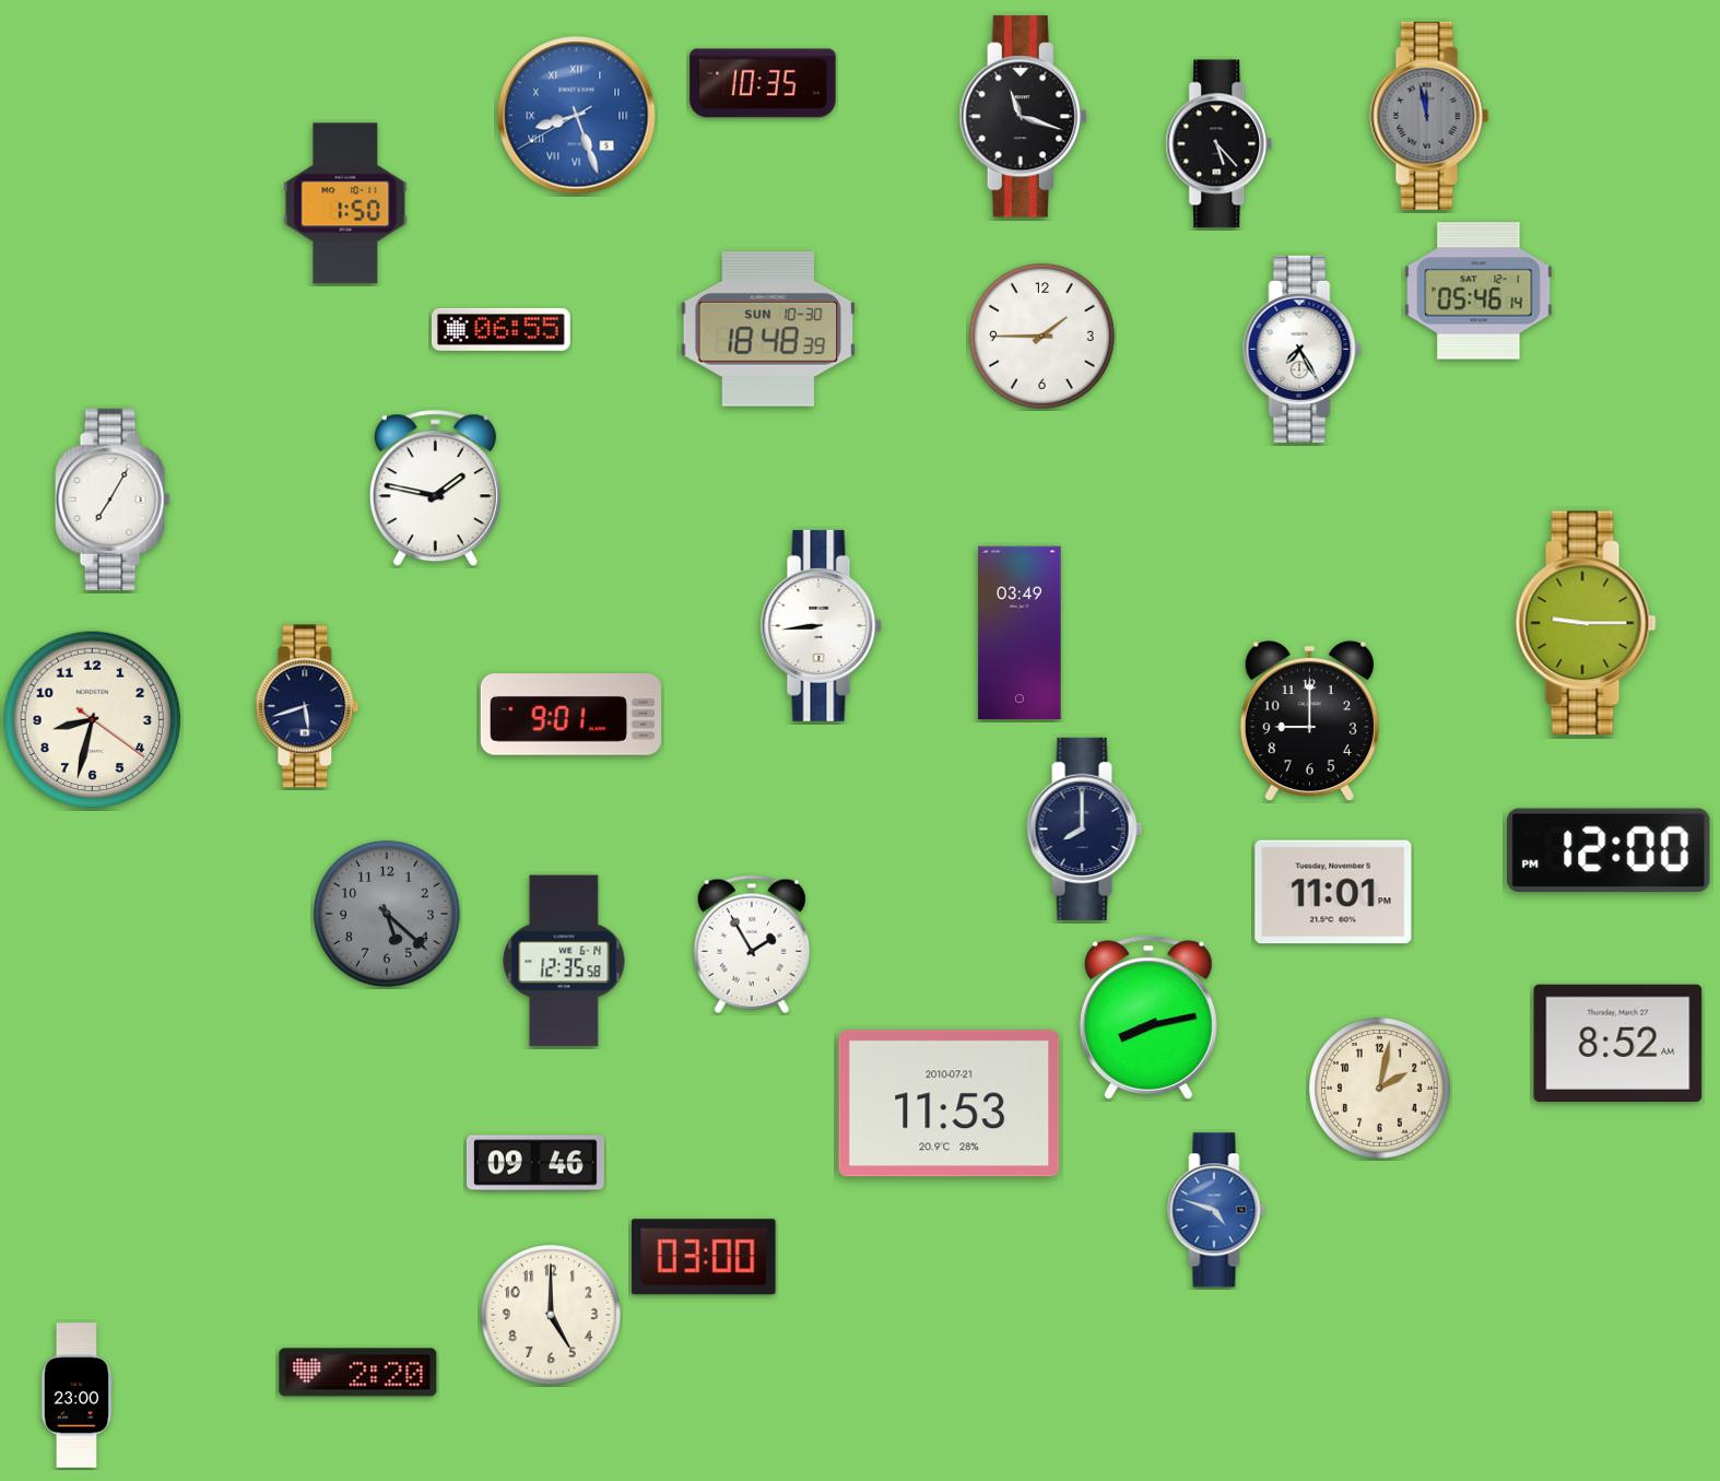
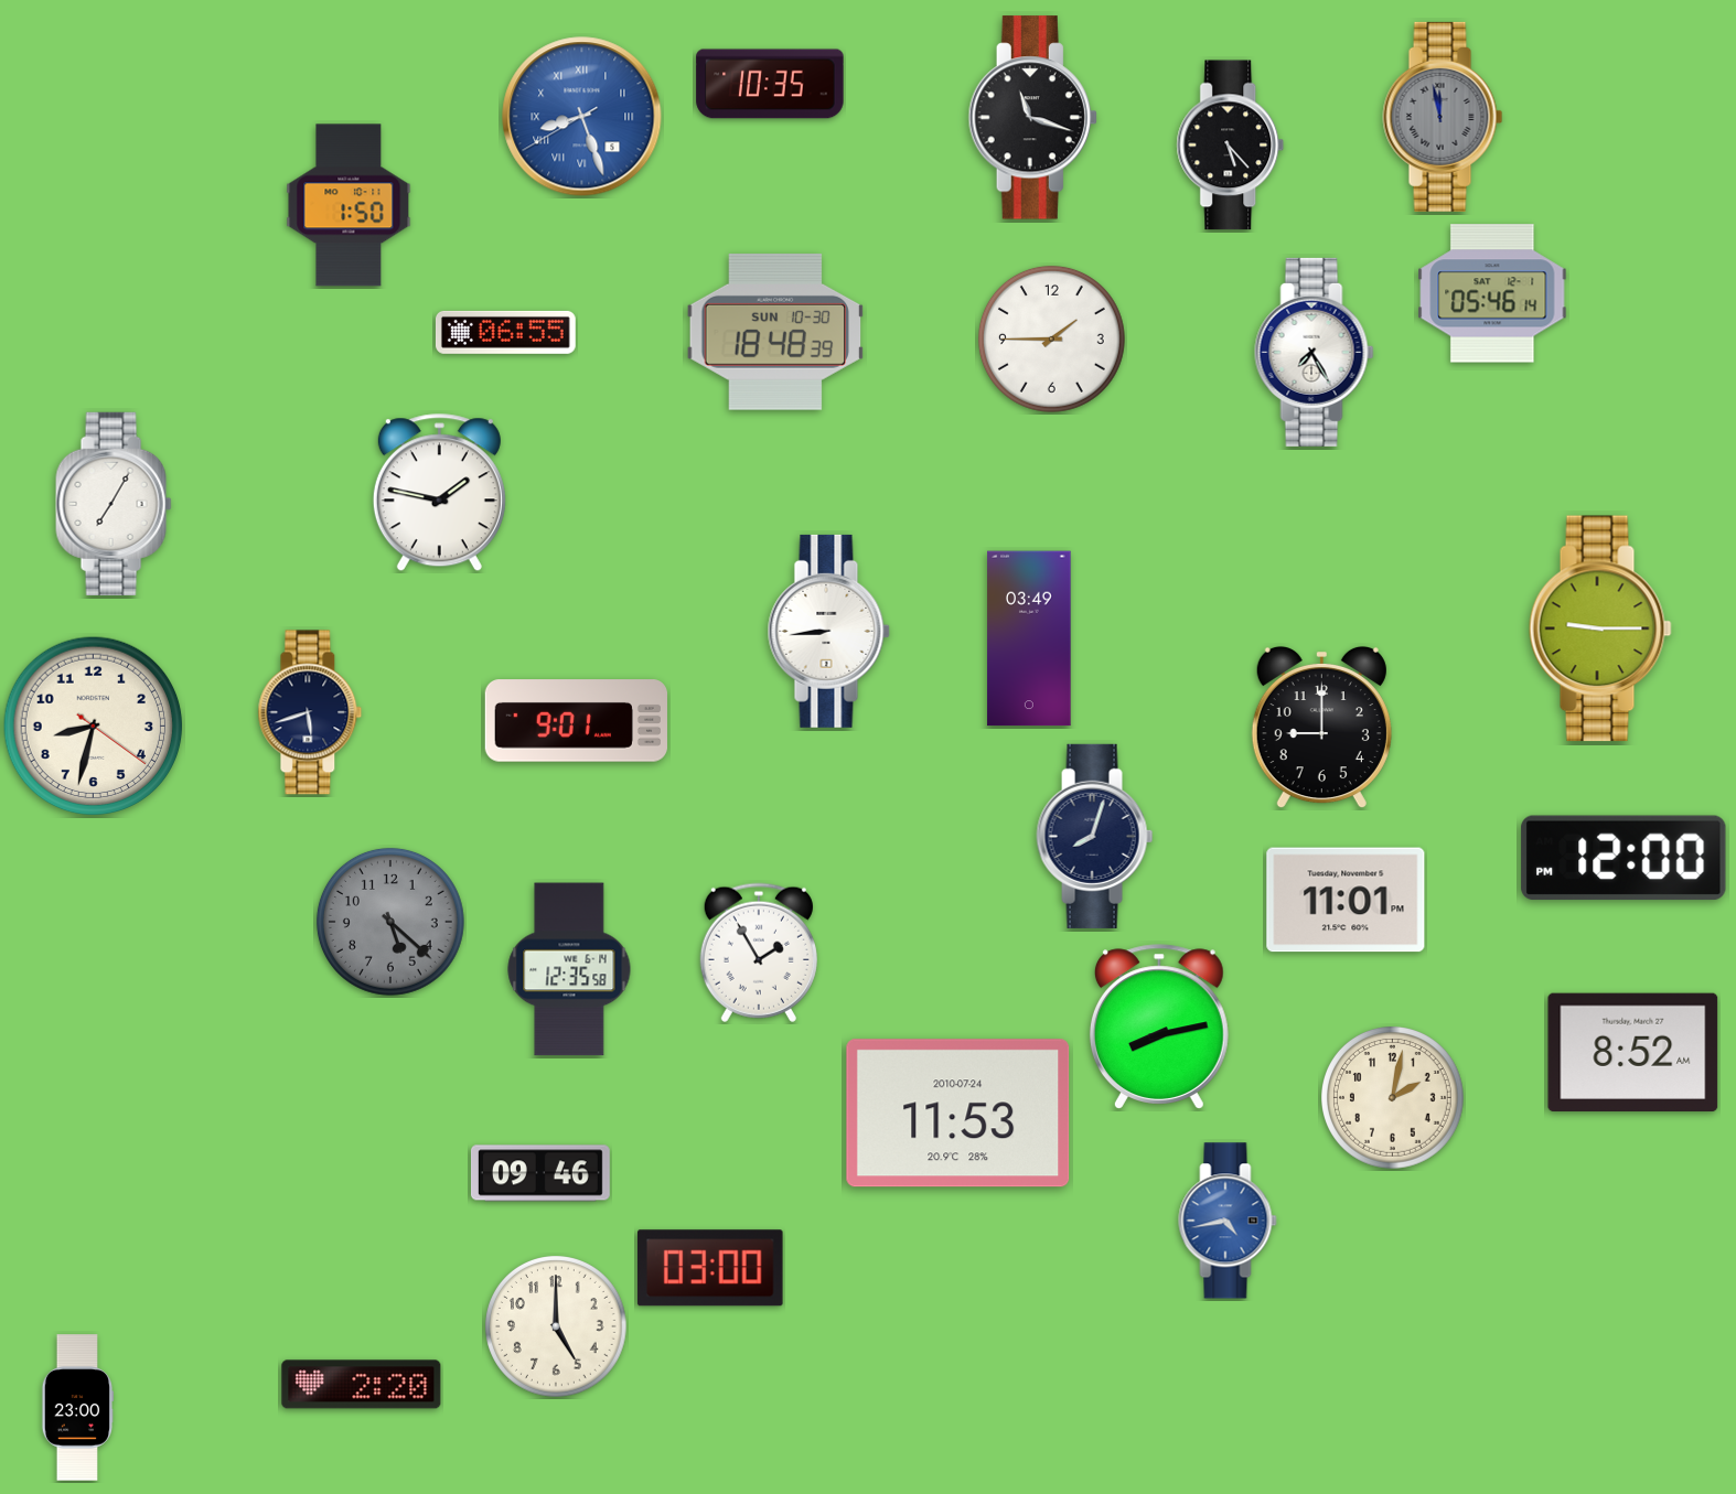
clock at (1085, 828): 8:00 -> 8:03
clock at (950, 1104) date: 2010-07-21 -> 2010-07-24
clock at (1216, 1210): 4:48 -> 4:43
